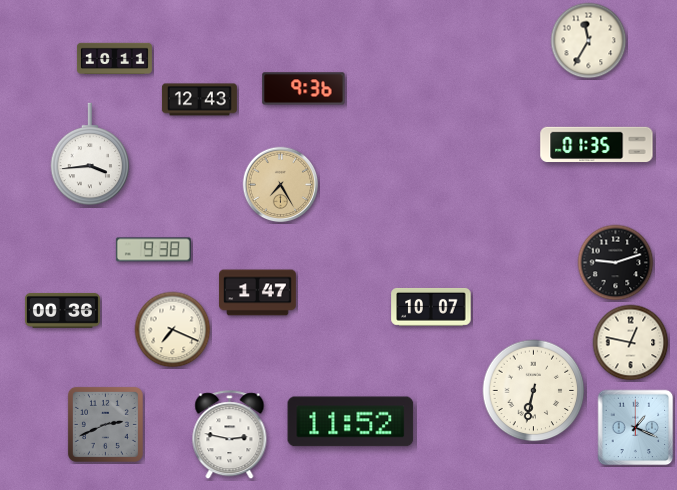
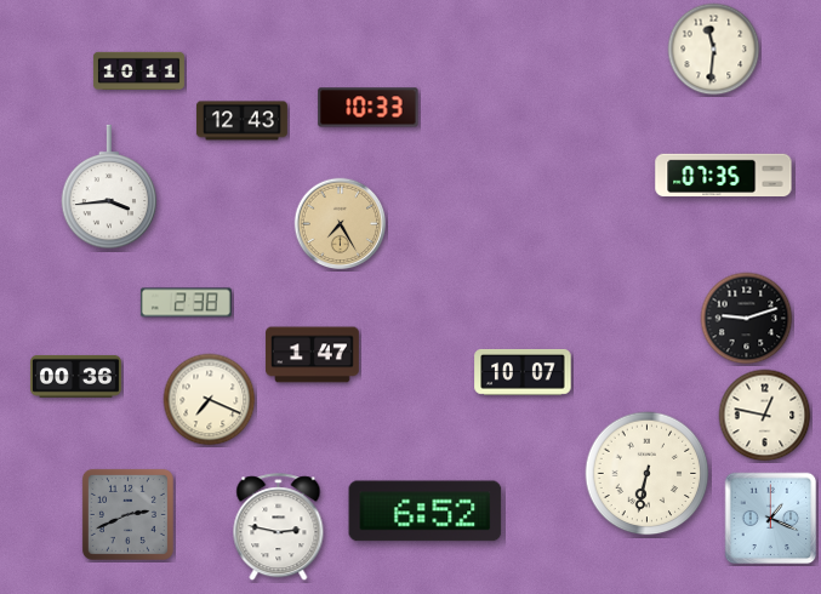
clock at (589, 41): 11:35 -> 11:31
clock at (304, 89): 9:36 -> 10:33
clock at (597, 145): 01:35 -> 07:35
clock at (153, 250): 9:38 -> 2:38
clock at (351, 422): 11:52 -> 6:52
